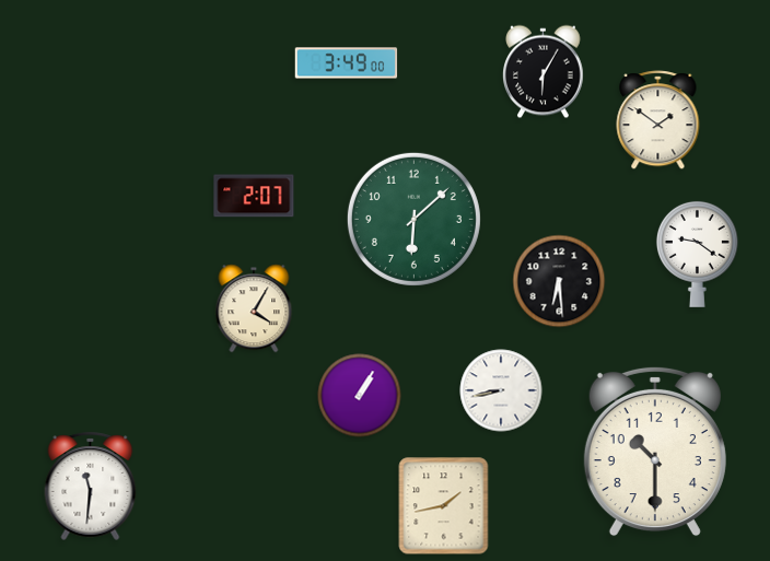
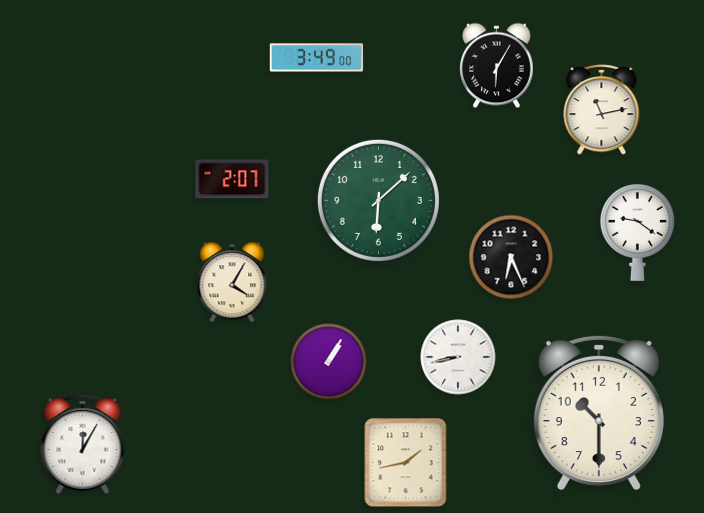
clock at (658, 120): 1:51 -> 11:13
clock at (559, 281): 6:29 -> 6:26
clock at (91, 486): 11:31 -> 12:05
